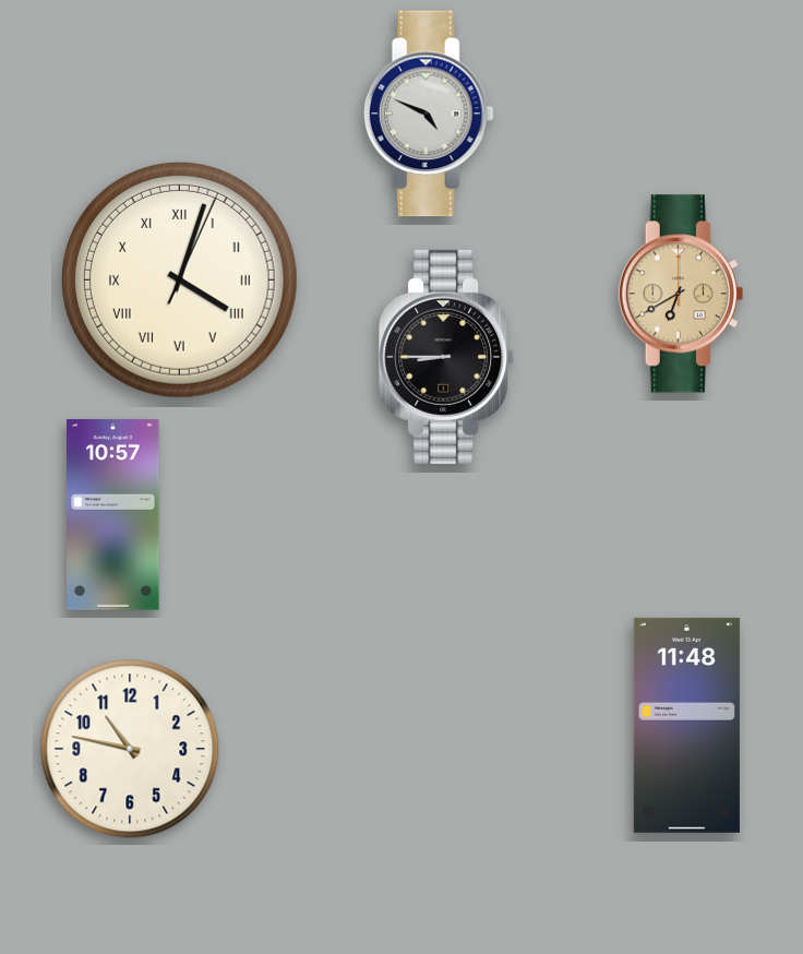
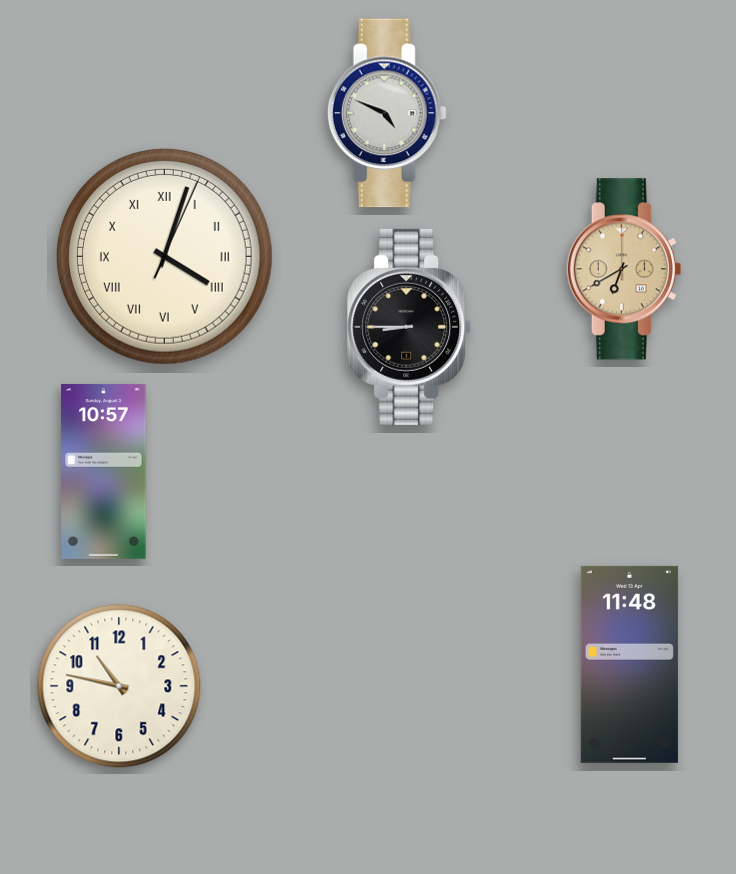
clock at (429, 114) position: (429, 114) -> (387, 113)
